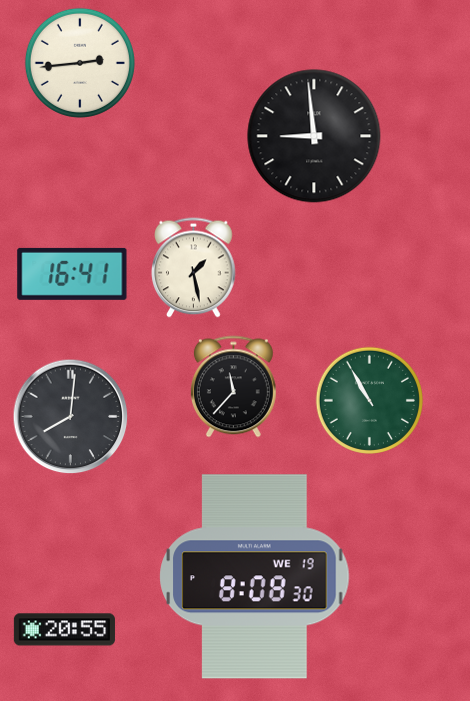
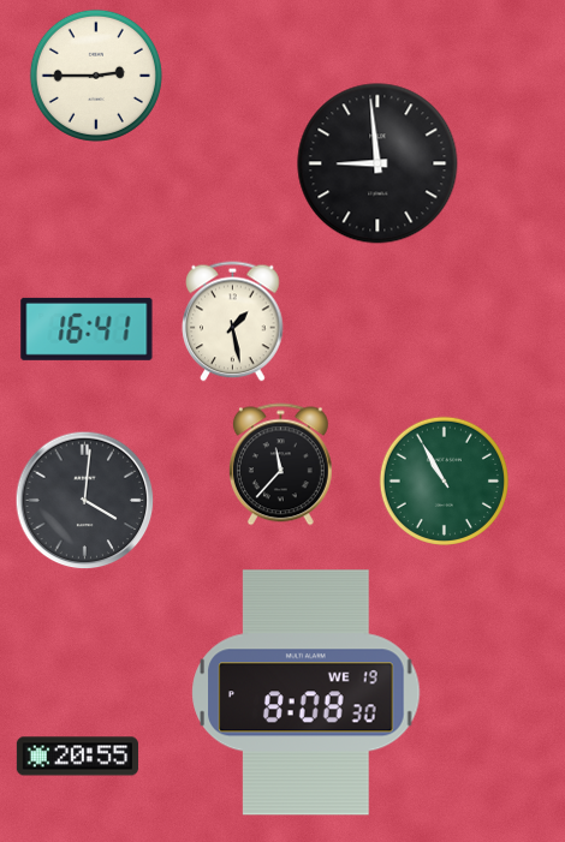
clock at (80, 63): 2:44 -> 2:45
clock at (71, 417): 8:01 -> 4:01
